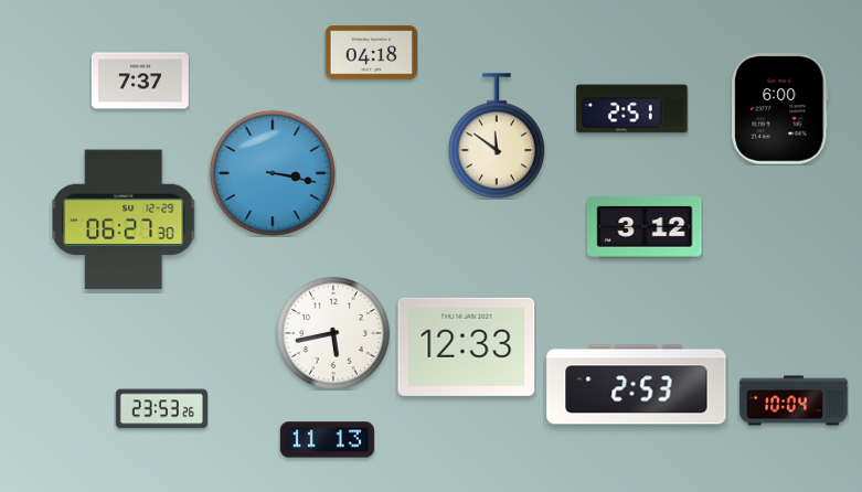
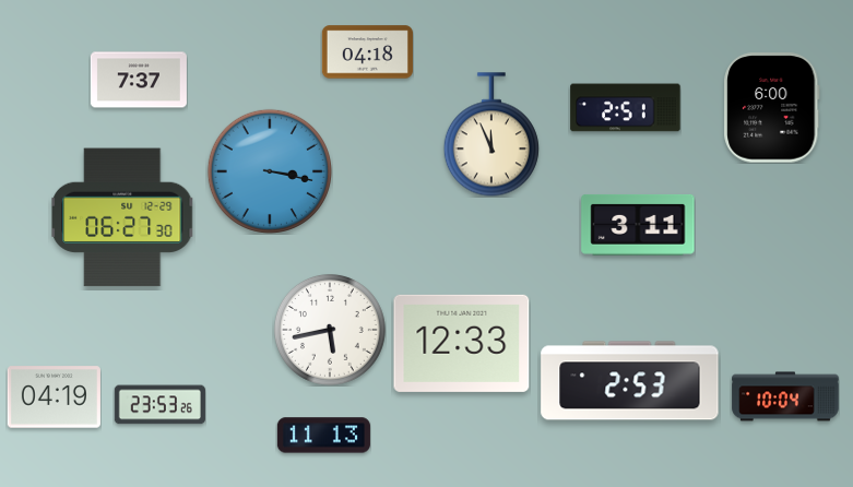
clock at (497, 136): 11:51 -> 11:56
clock at (645, 227): 3:12 -> 3:11
clock at (54, 397): none -> 04:19
